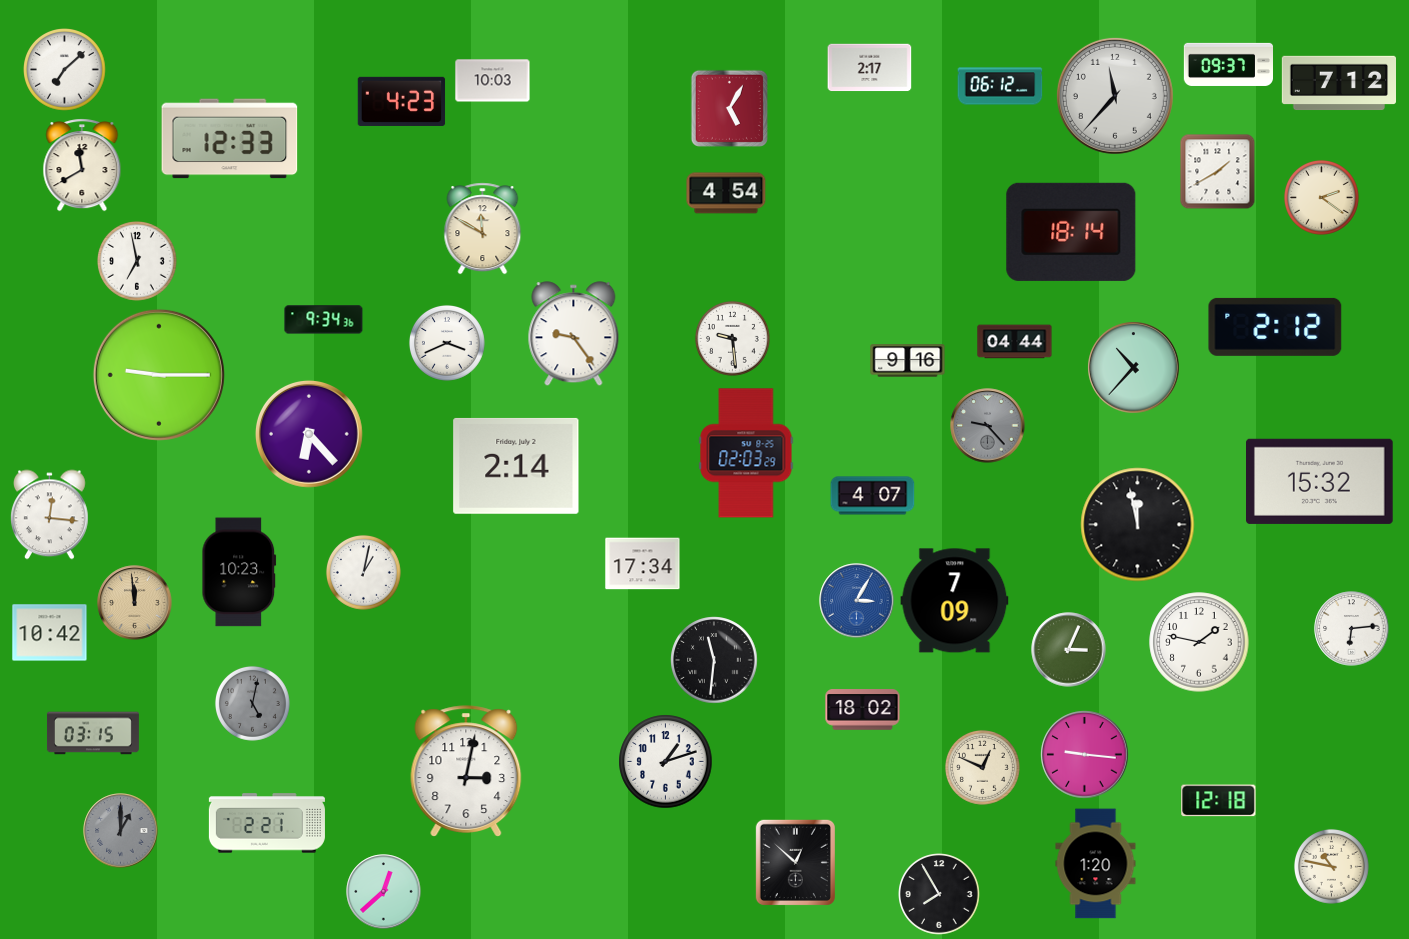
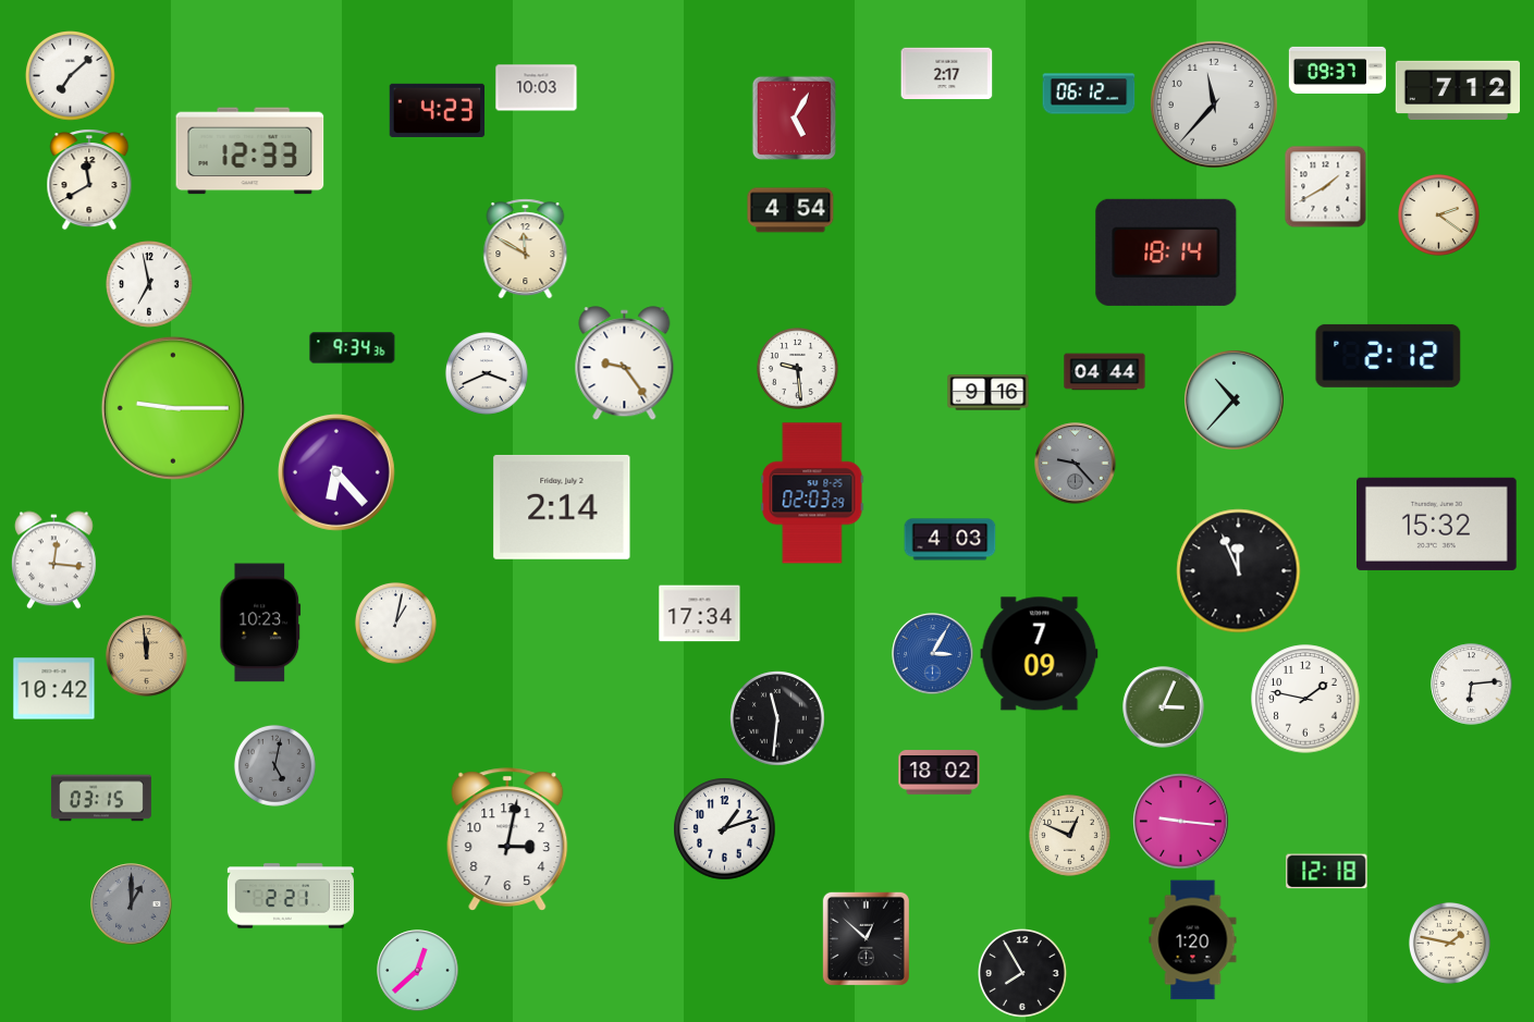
clock at (873, 496): 4:07 -> 4:03
clock at (1138, 525): 11:58 -> 11:56
clock at (1331, 866): 10:47 -> 1:47
